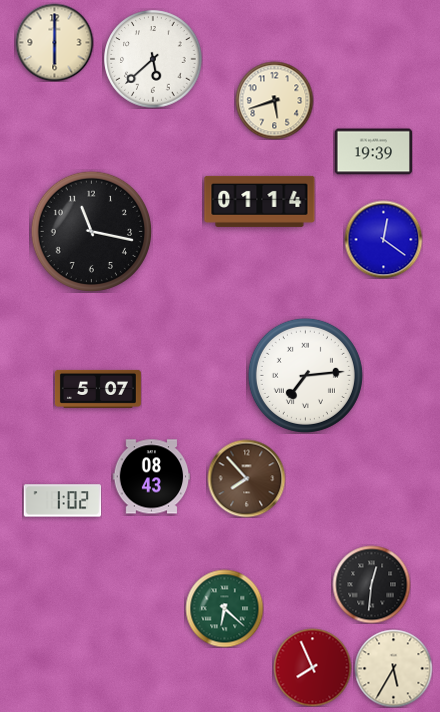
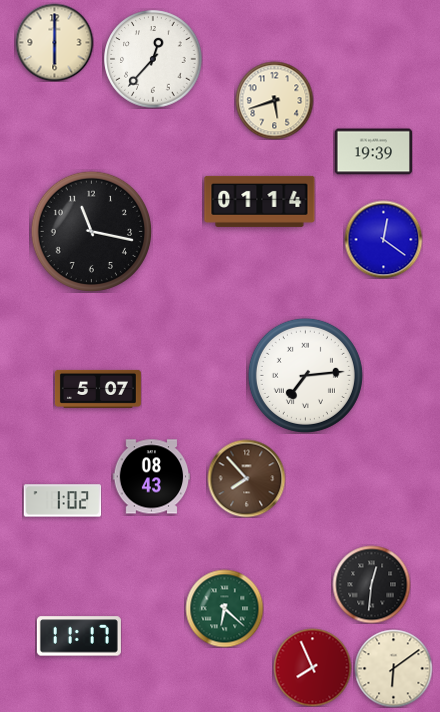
clock at (153, 59): 5:38 -> 12:37
clock at (79, 636): none -> 11:17
clock at (393, 668): 5:35 -> 6:09
